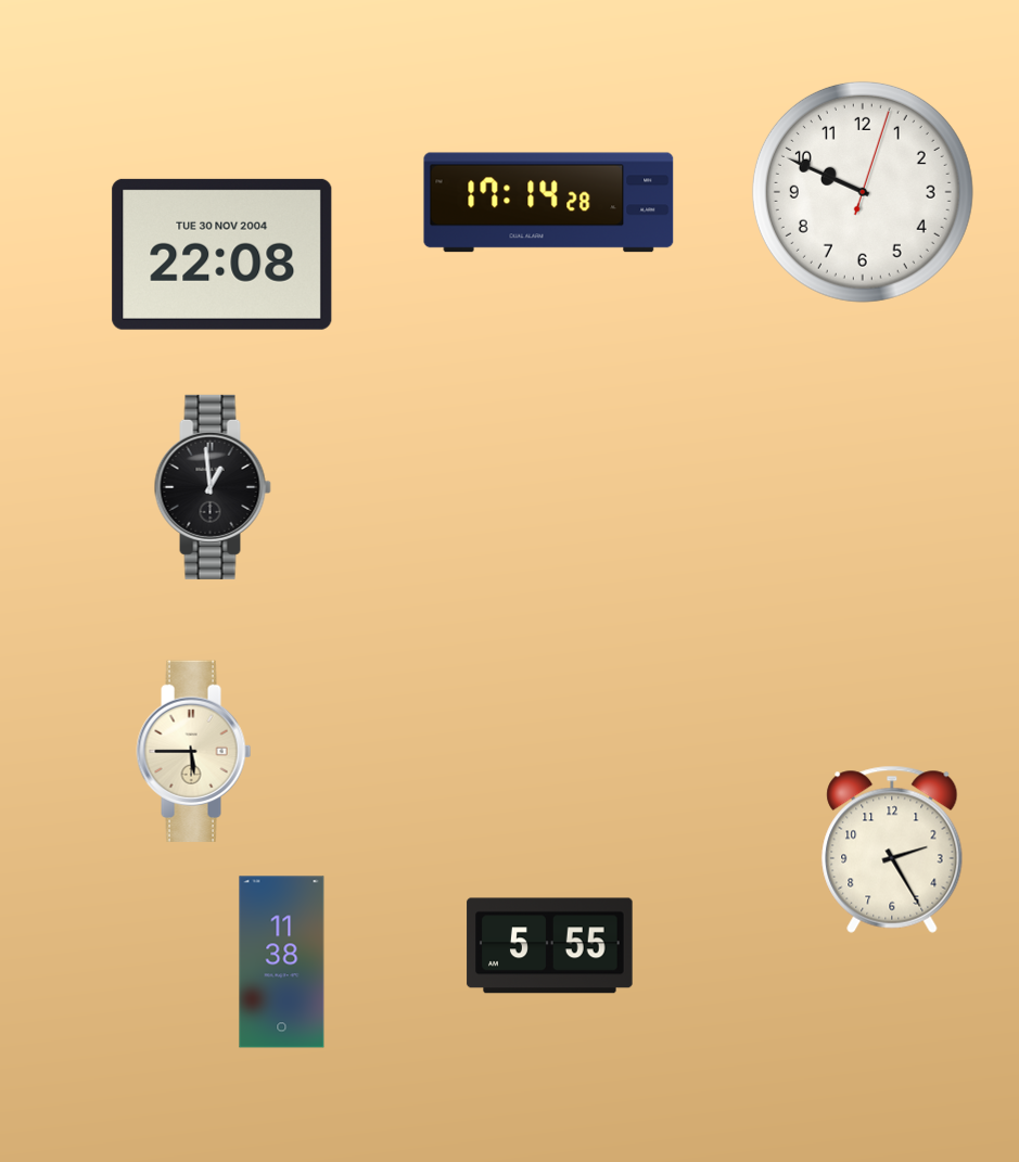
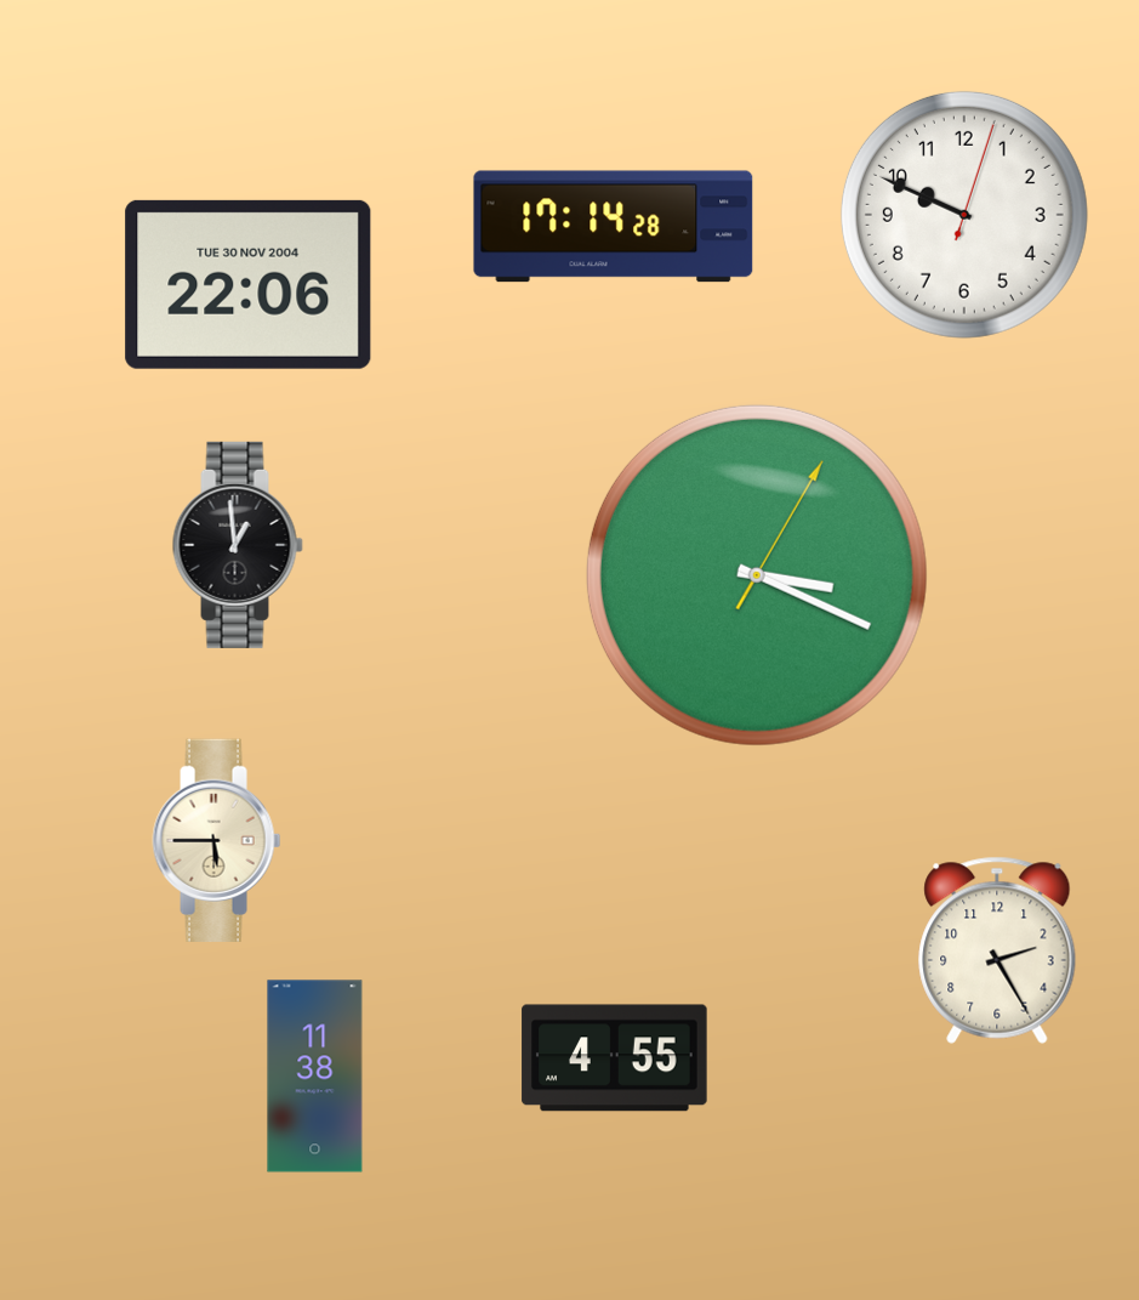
clock at (222, 254): 22:08 -> 22:06
clock at (757, 575): none -> 3:19
clock at (550, 946): 5:55 -> 4:55
